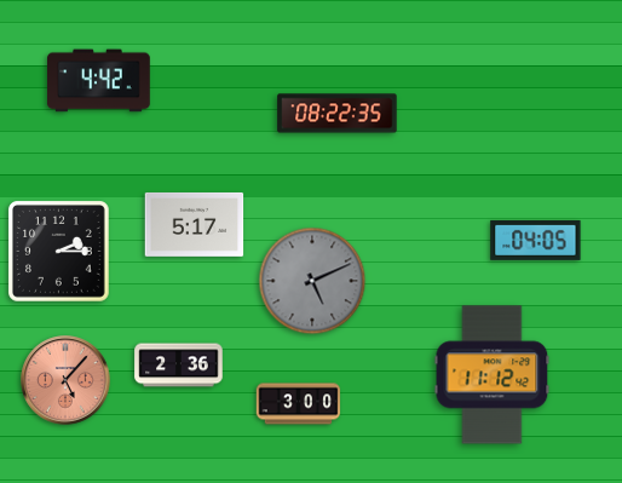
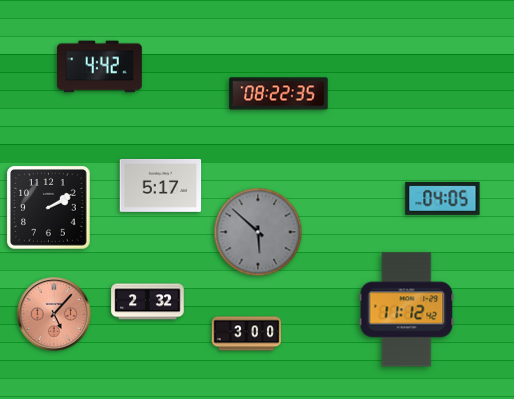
clock at (99, 81) position: (99, 81) -> (100, 67)
clock at (59, 252): 2:15 -> 2:10
clock at (312, 281): 5:11 -> 5:52
clock at (179, 366): 2:36 -> 2:32
